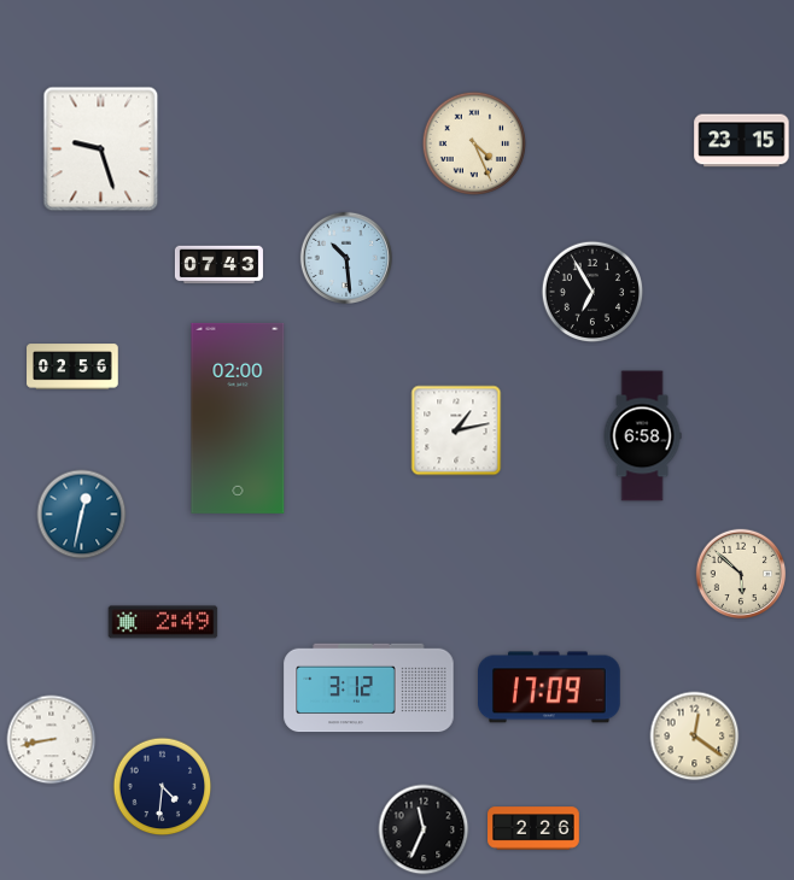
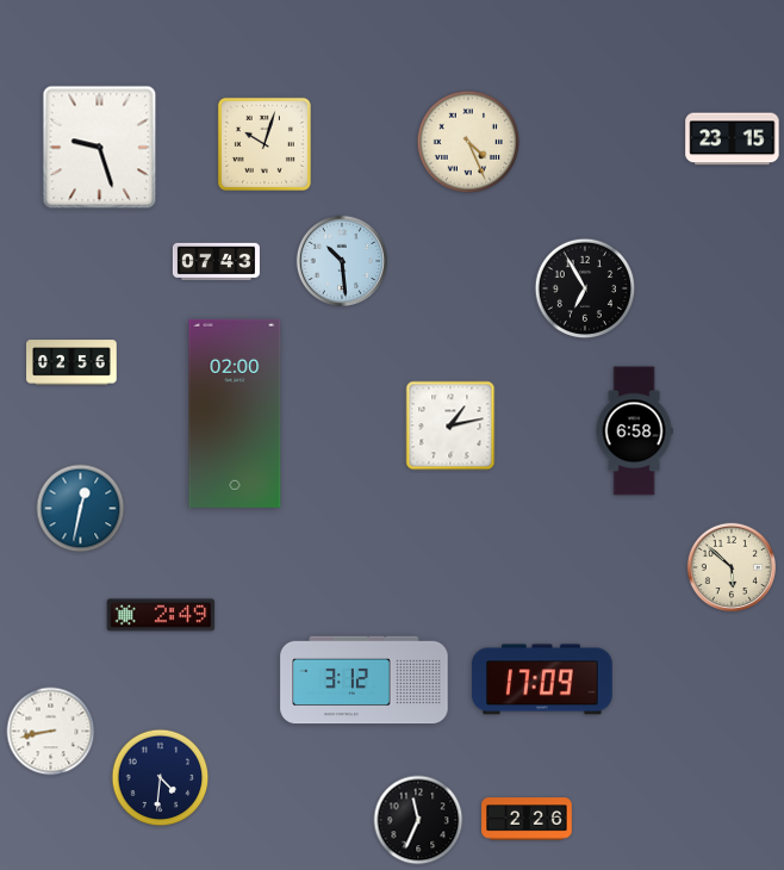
clock at (265, 144): none -> 10:03
clock at (345, 257) position: (345, 257) -> (341, 260)
clock at (695, 737): 12:21 -> none
